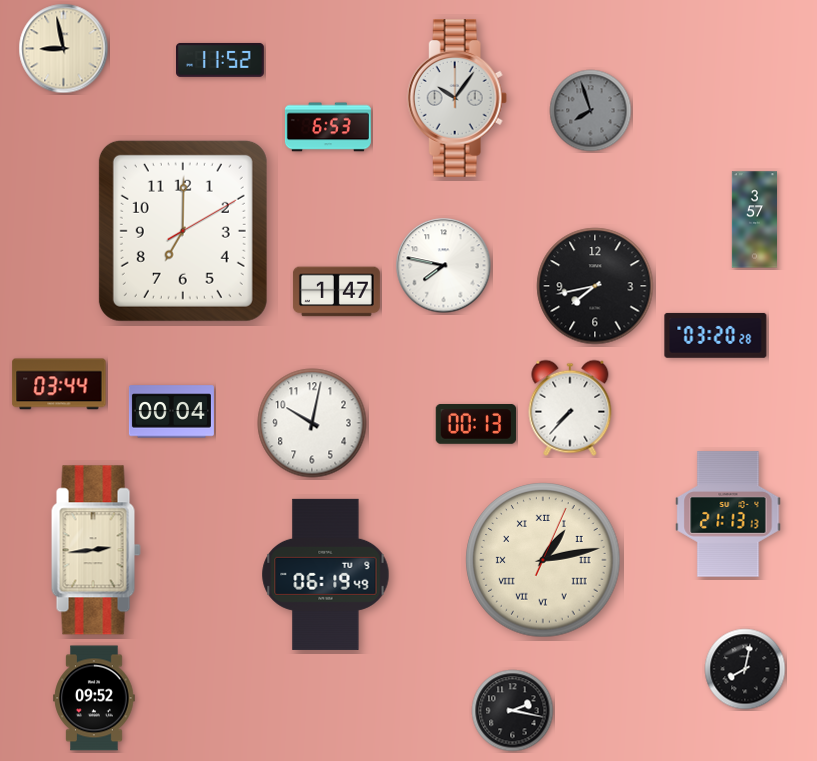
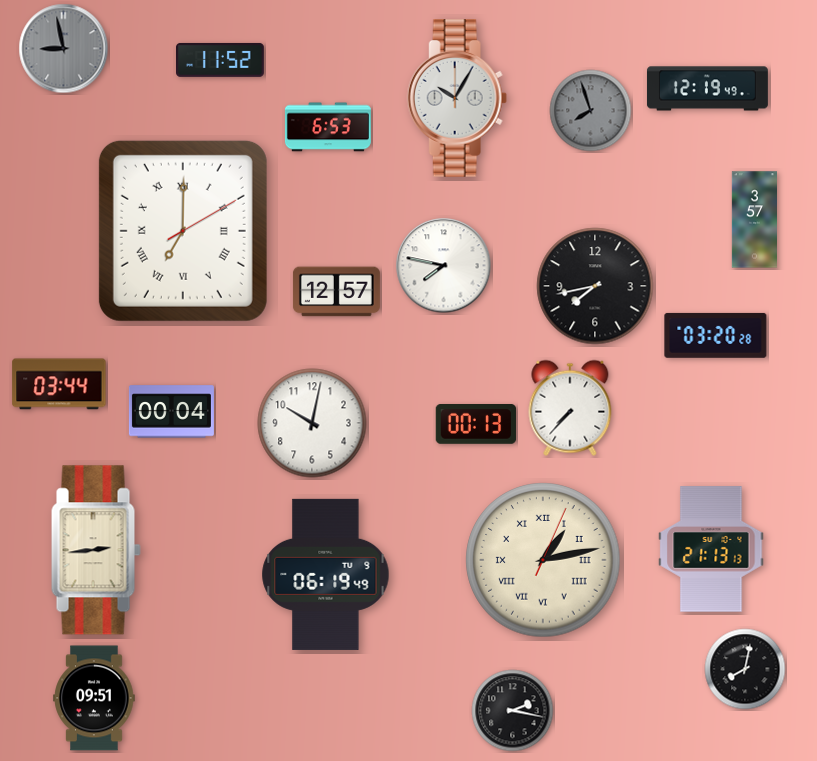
clock at (64, 49) dial: cream -> grey
clock at (707, 89): none -> 12:19
clock at (457, 99): 10:06 -> 10:05
clock at (183, 231) numerals: Arabic -> Roman
clock at (336, 292): 1:47 -> 12:57
clock at (728, 514) position: (728, 514) -> (711, 549)
clock at (94, 698): 09:52 -> 09:51
